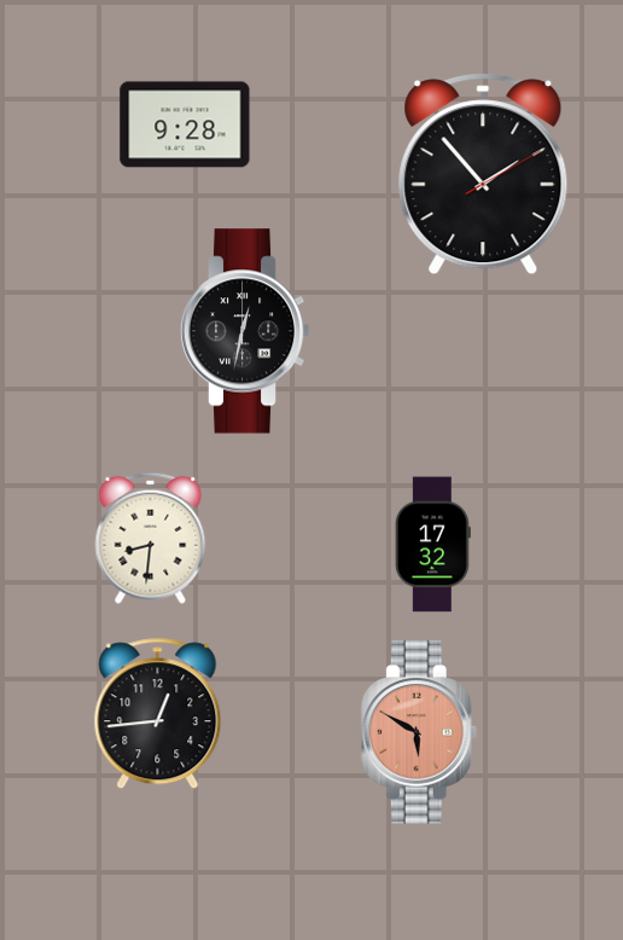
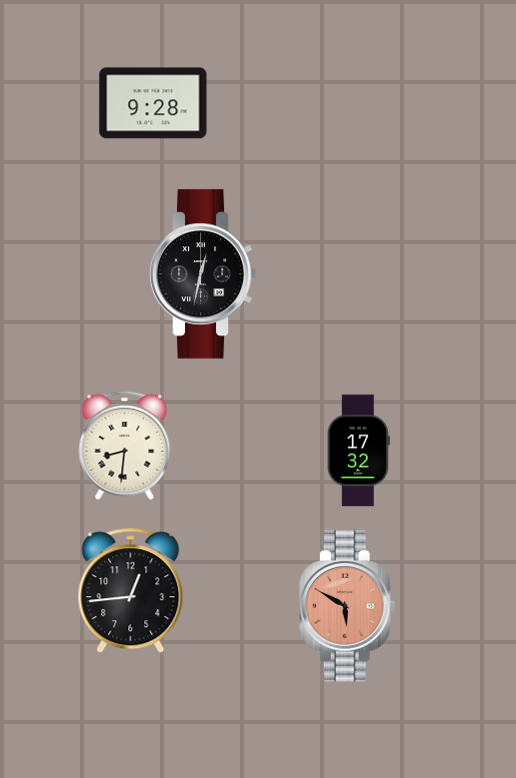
clock at (483, 174): 1:53 -> none
